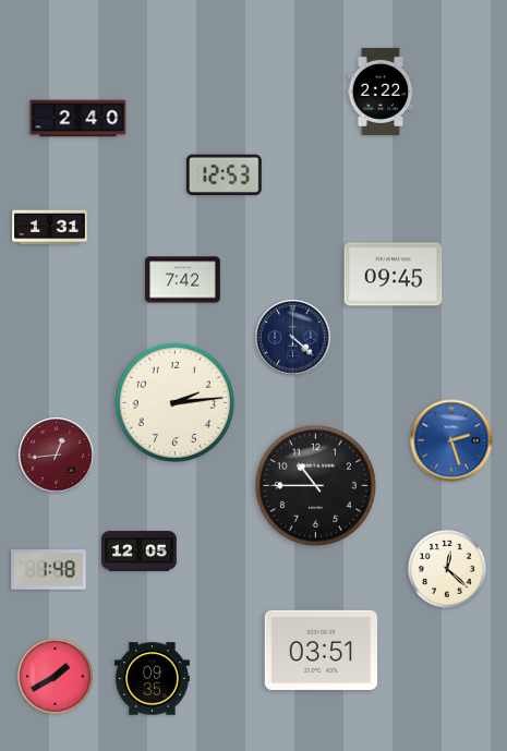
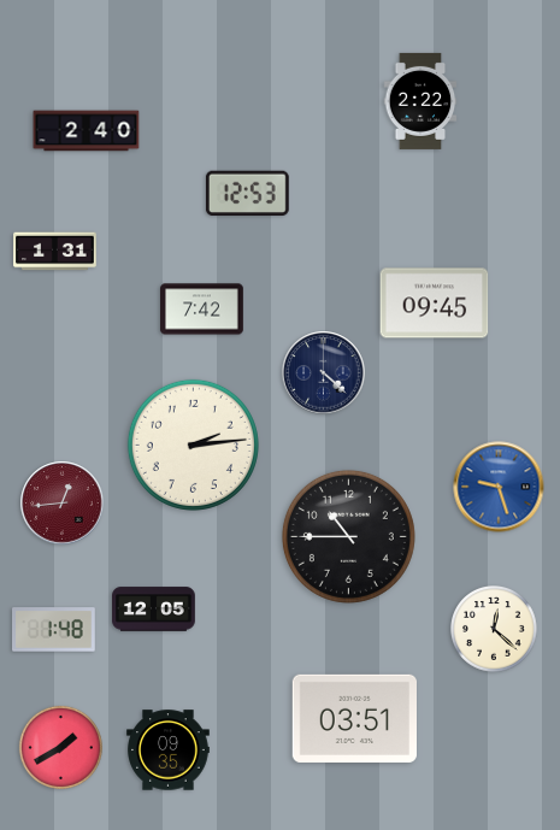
clock at (451, 440): 2:27 -> 9:27
